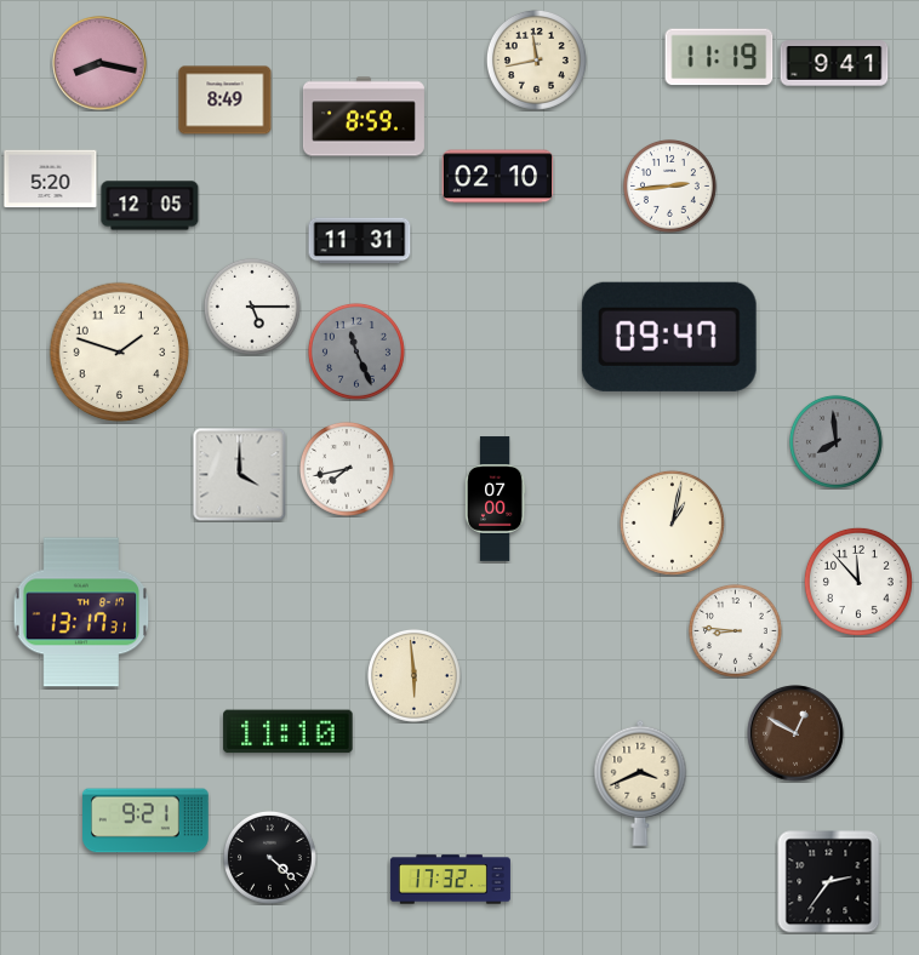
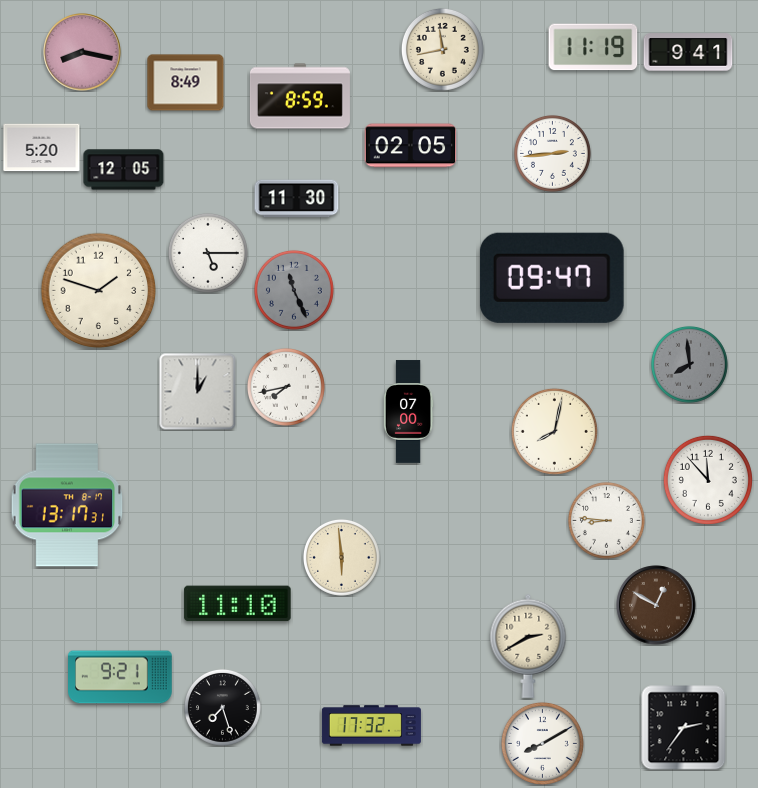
clock at (498, 177): 02:10 -> 02:05
clock at (360, 241): 11:31 -> 11:30
clock at (240, 475): 4:00 -> 1:00
clock at (672, 522): 1:02 -> 8:02
clock at (640, 783): 3:41 -> 2:40
clock at (269, 857): 4:22 -> 7:27
clock at (542, 743): none -> 8:10
